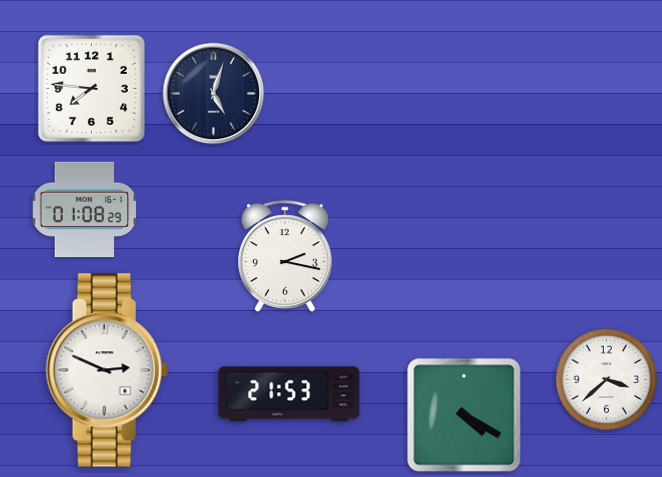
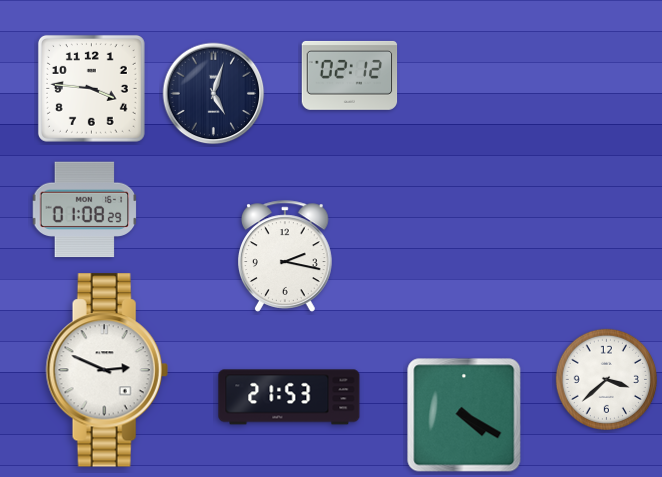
clock at (350, 75): none -> 02:12
clock at (91, 88): 7:46 -> 3:46
clock at (289, 394) position: (289, 394) -> (289, 397)
